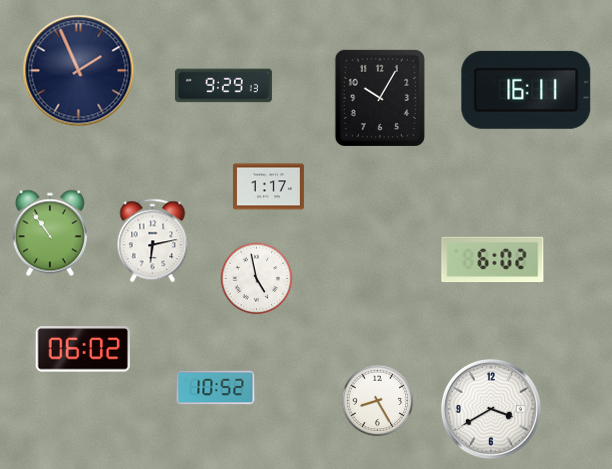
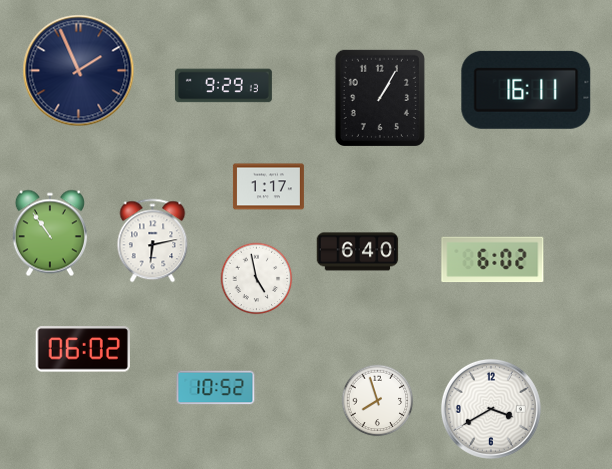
clock at (380, 98): 10:05 -> 1:05
clock at (358, 252): none -> 6:40
clock at (378, 401): 8:25 -> 7:57
